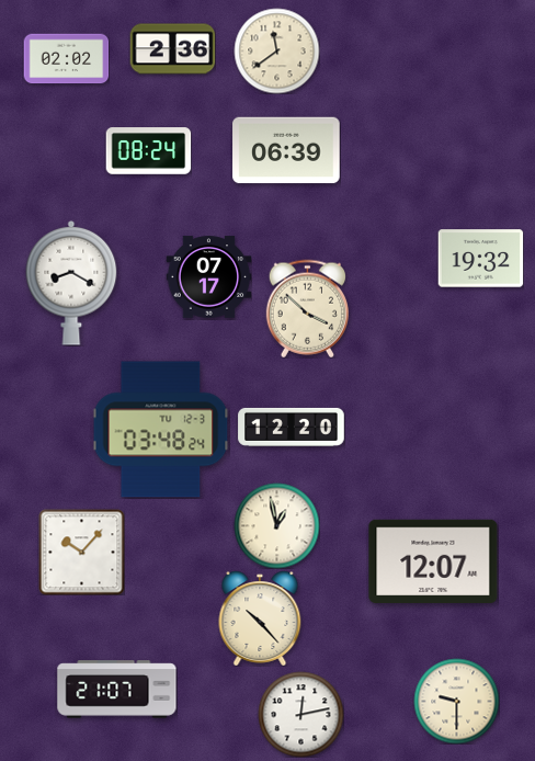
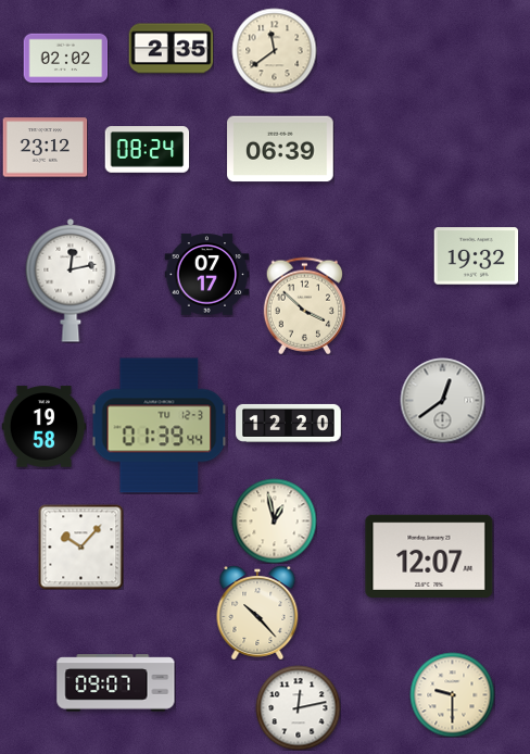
clock at (172, 49): 2:36 -> 2:35
clock at (45, 148): none -> 23:12
clock at (286, 150) position: (286, 150) -> (280, 149)
clock at (71, 283): 8:20 -> 12:13
clock at (442, 400): none -> 12:39
clock at (161, 430): 03:48 -> 01:39
clock at (43, 427): none -> 19:58
clock at (117, 690): 21:07 -> 09:07
